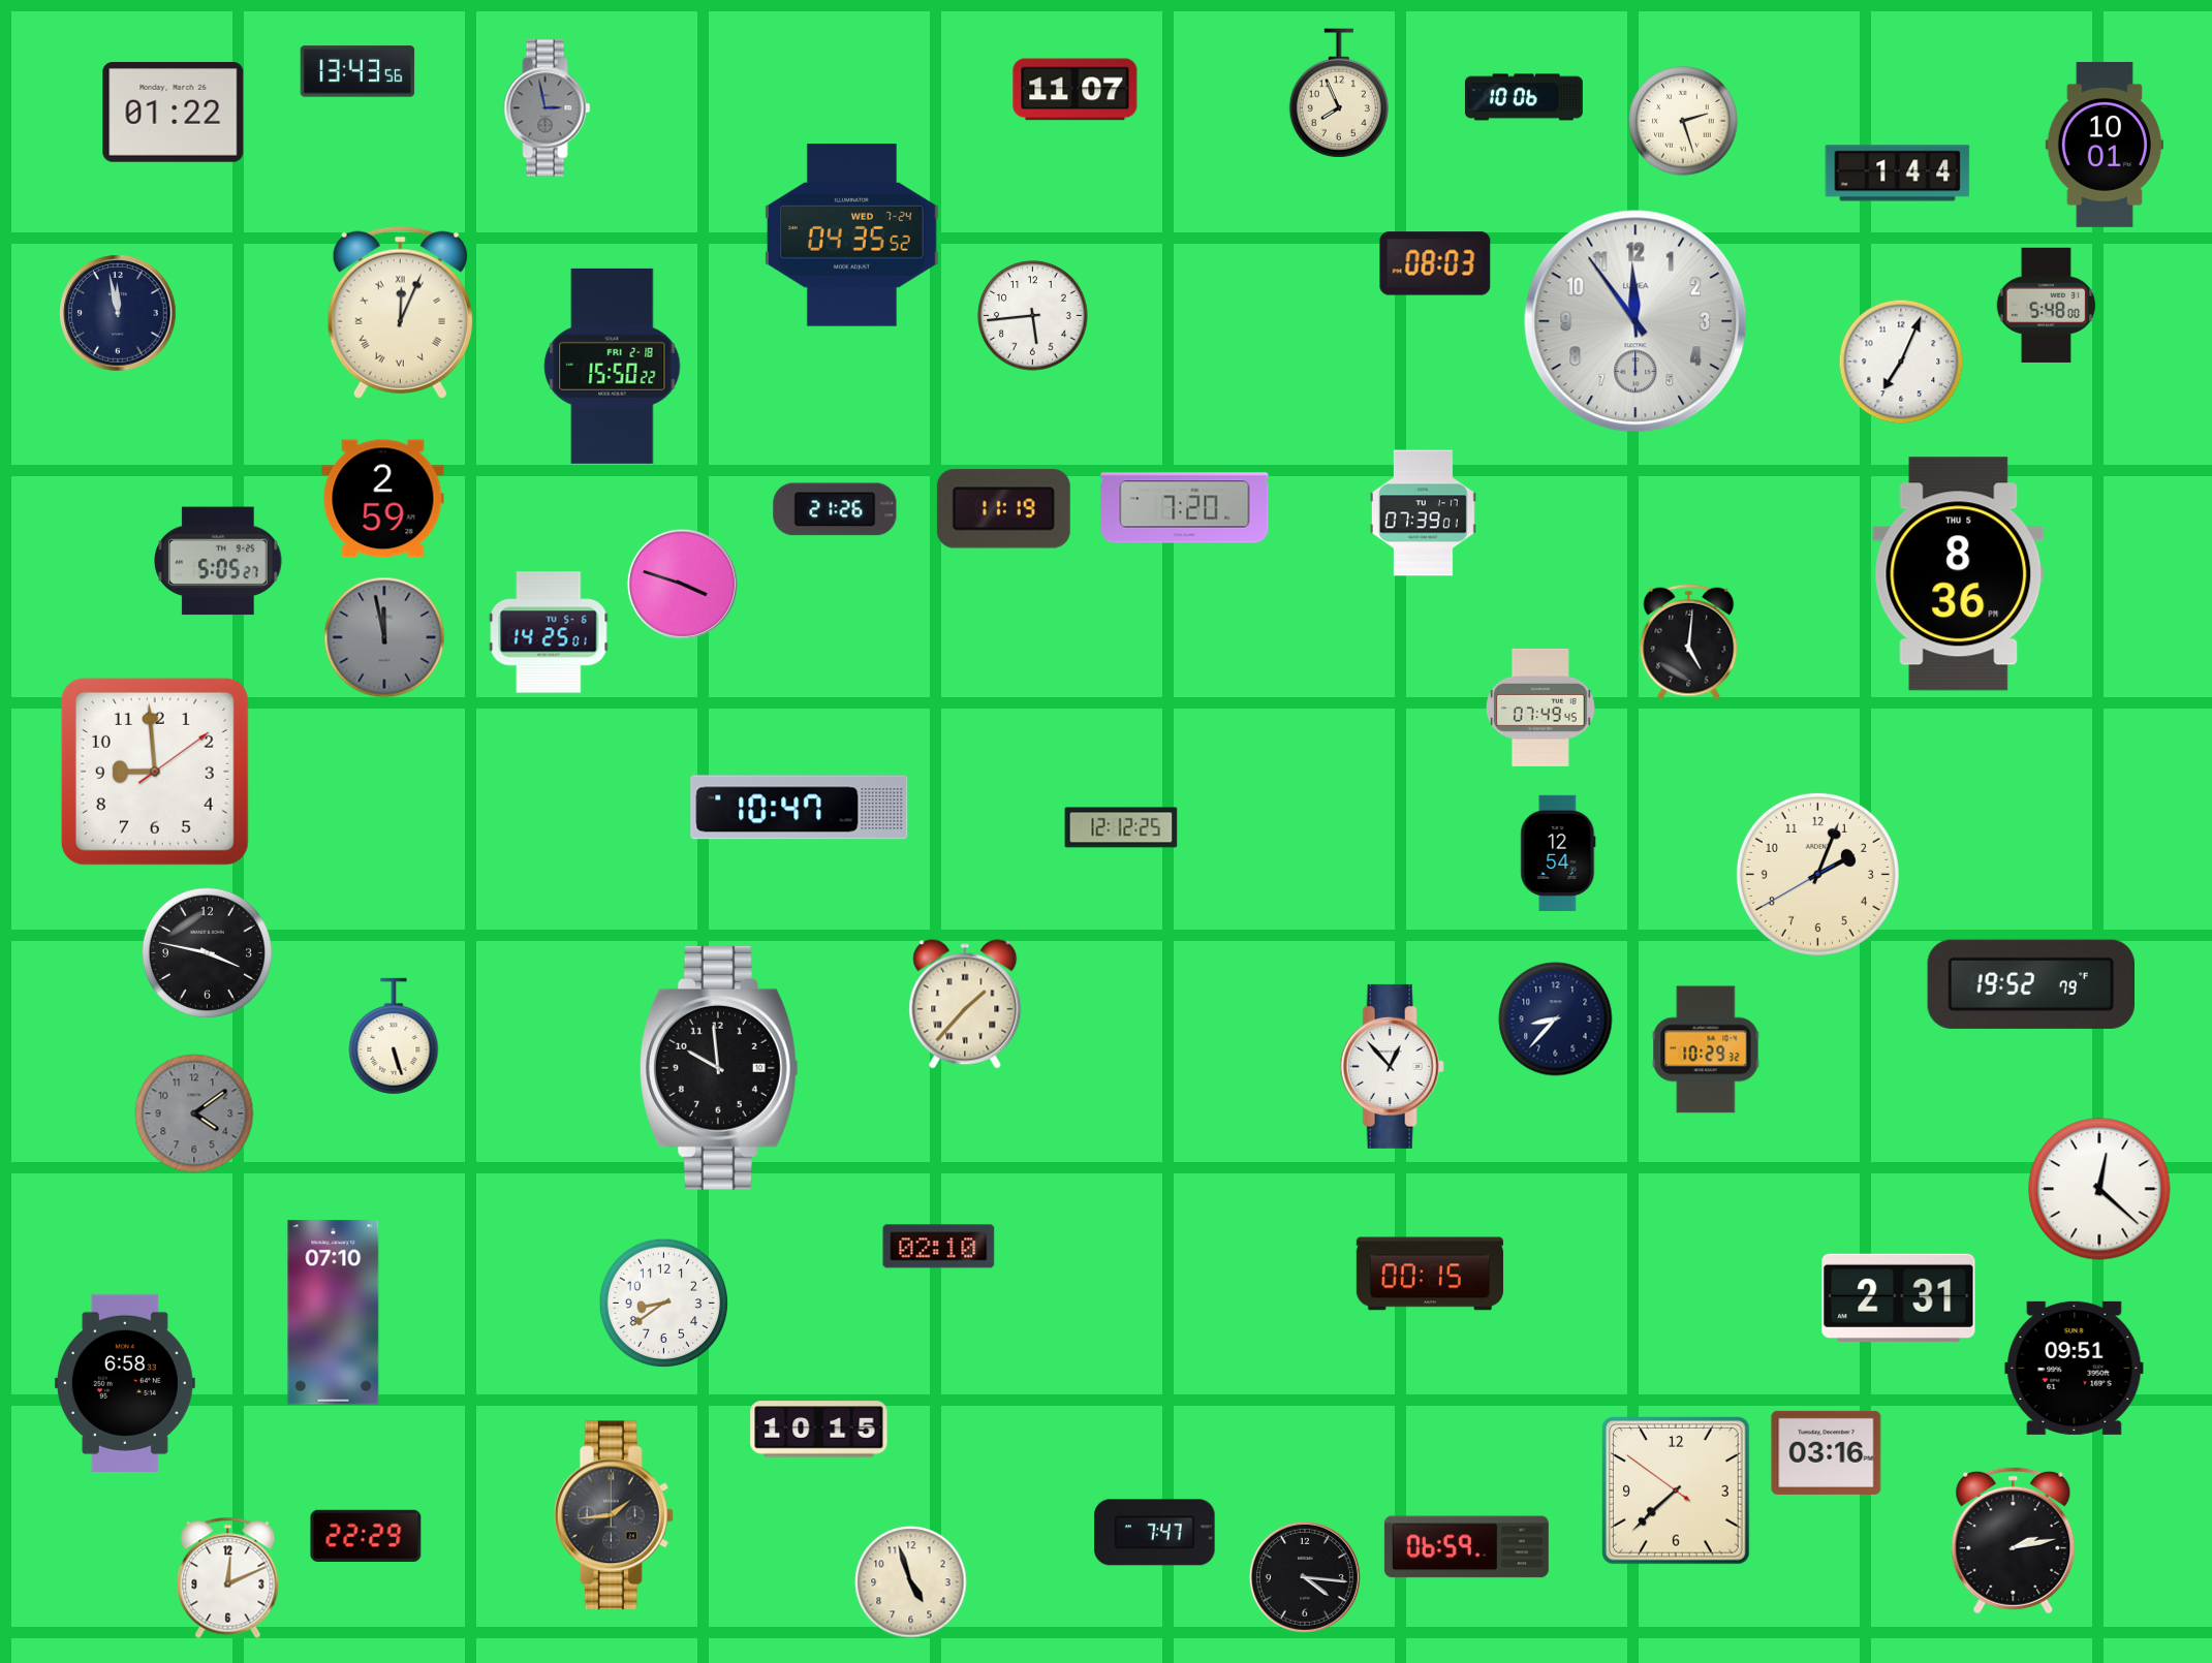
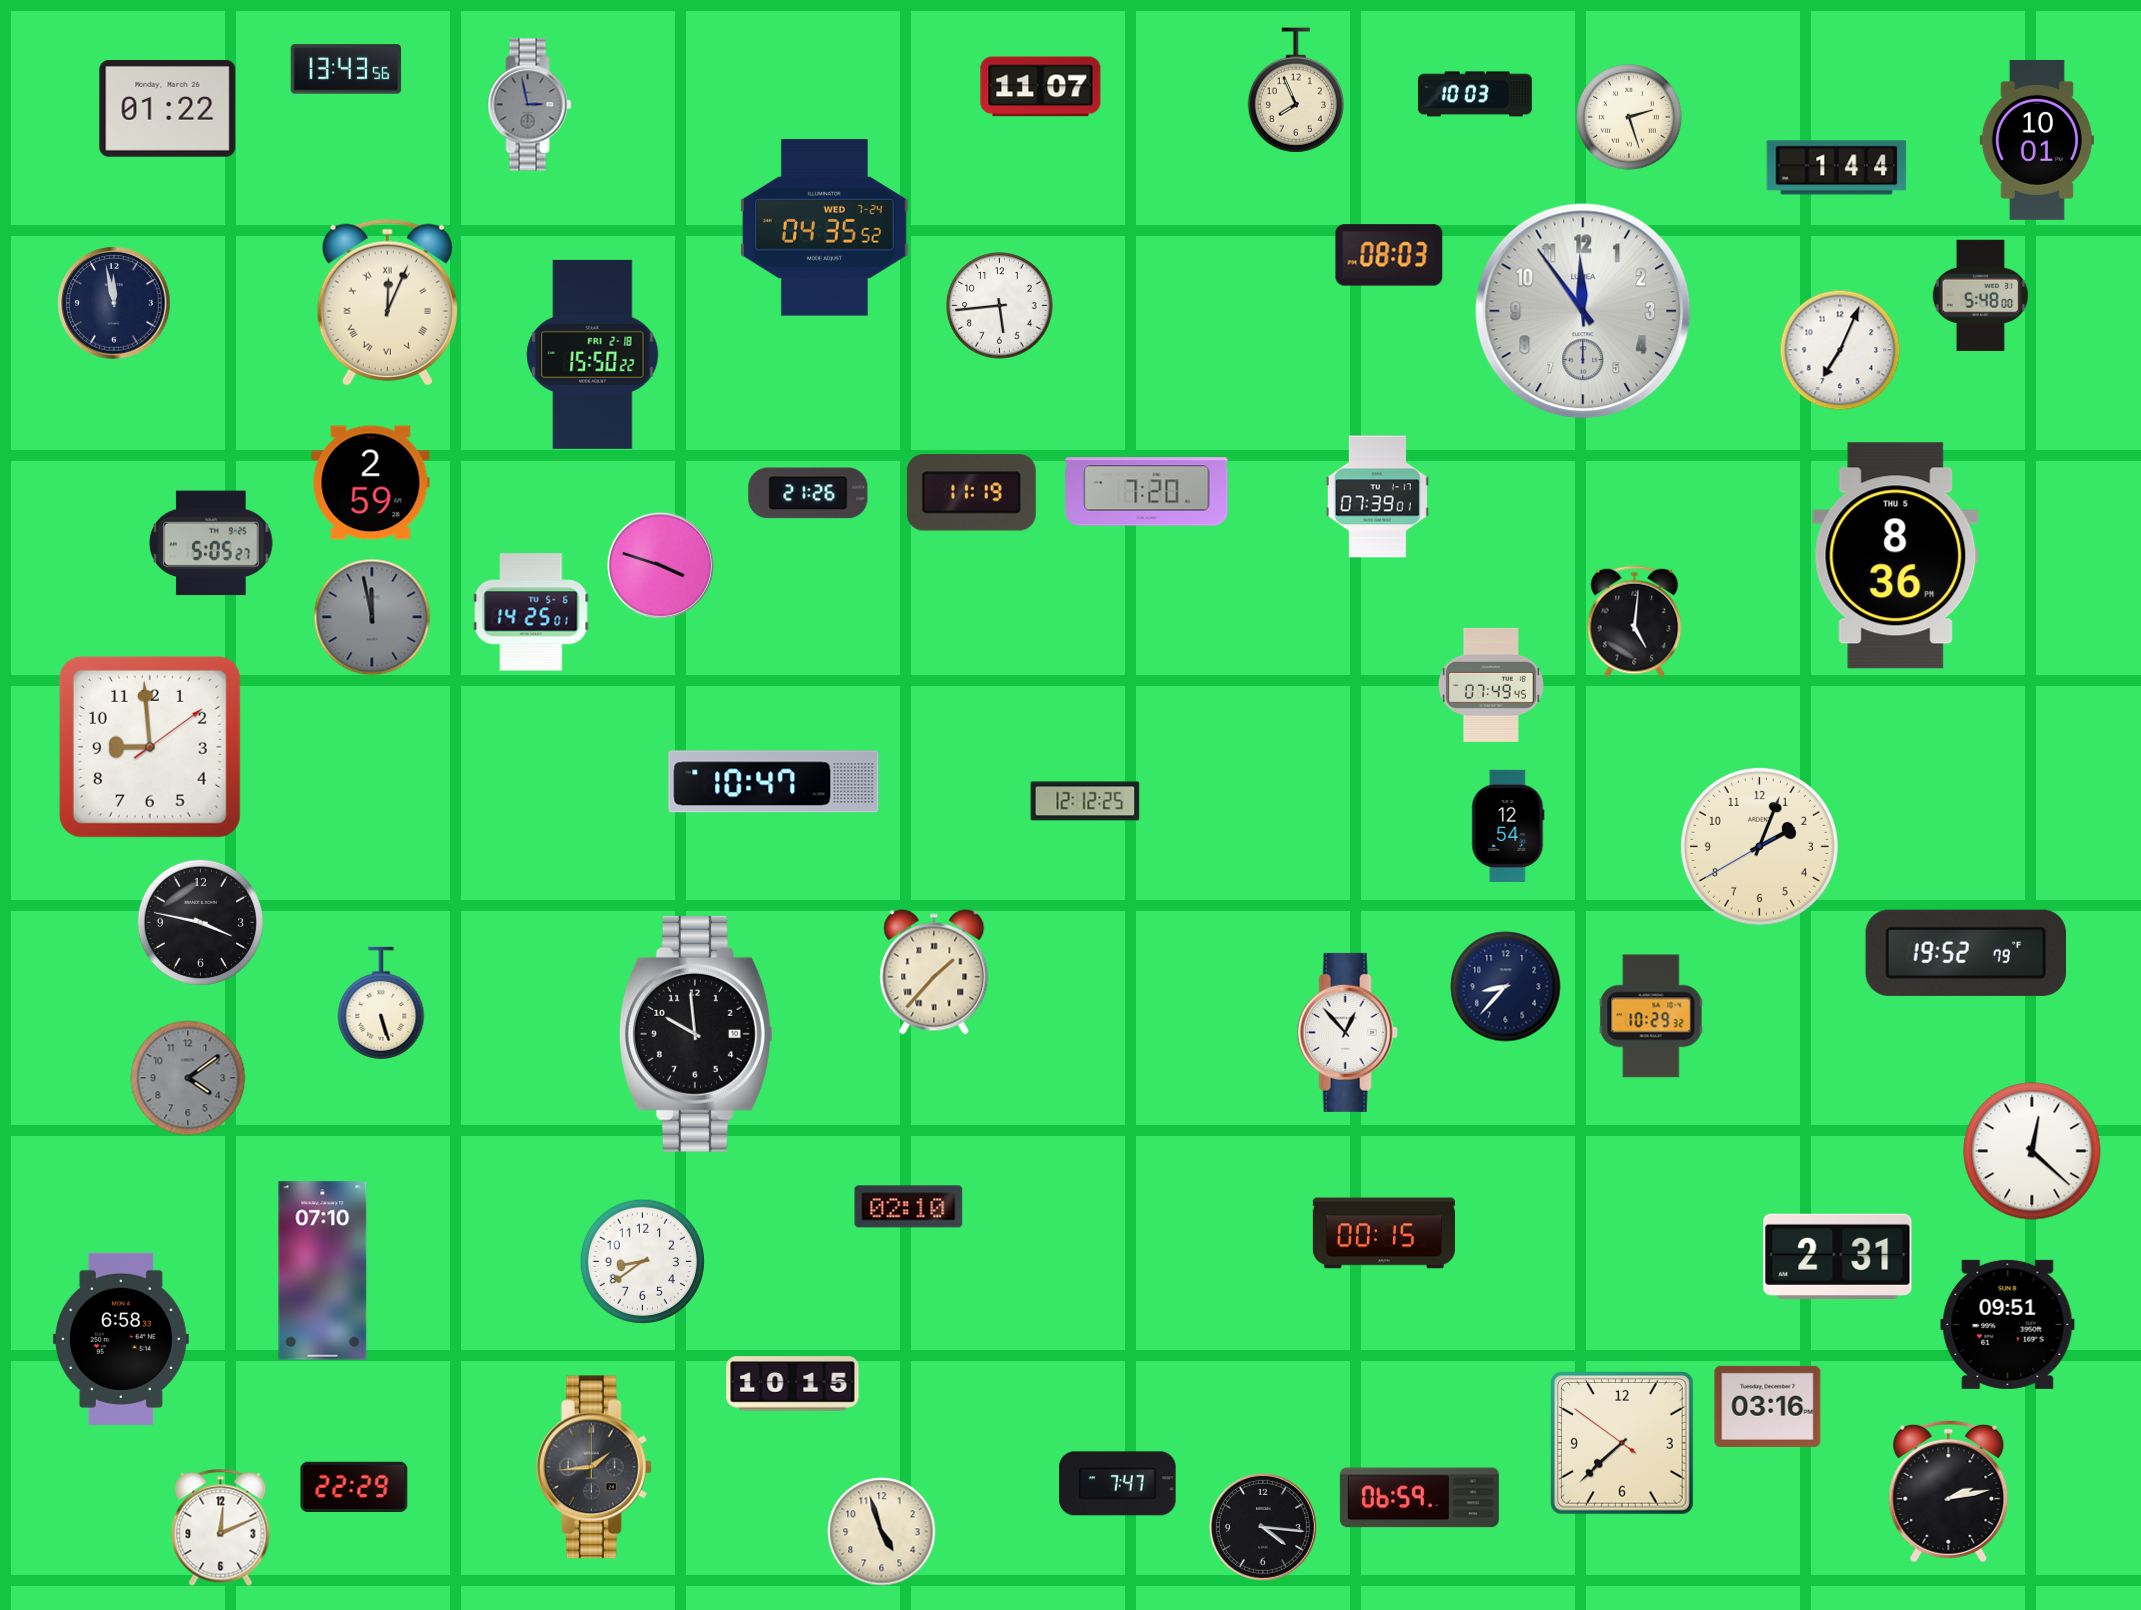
clock at (1524, 97): 10:06 -> 10:03
